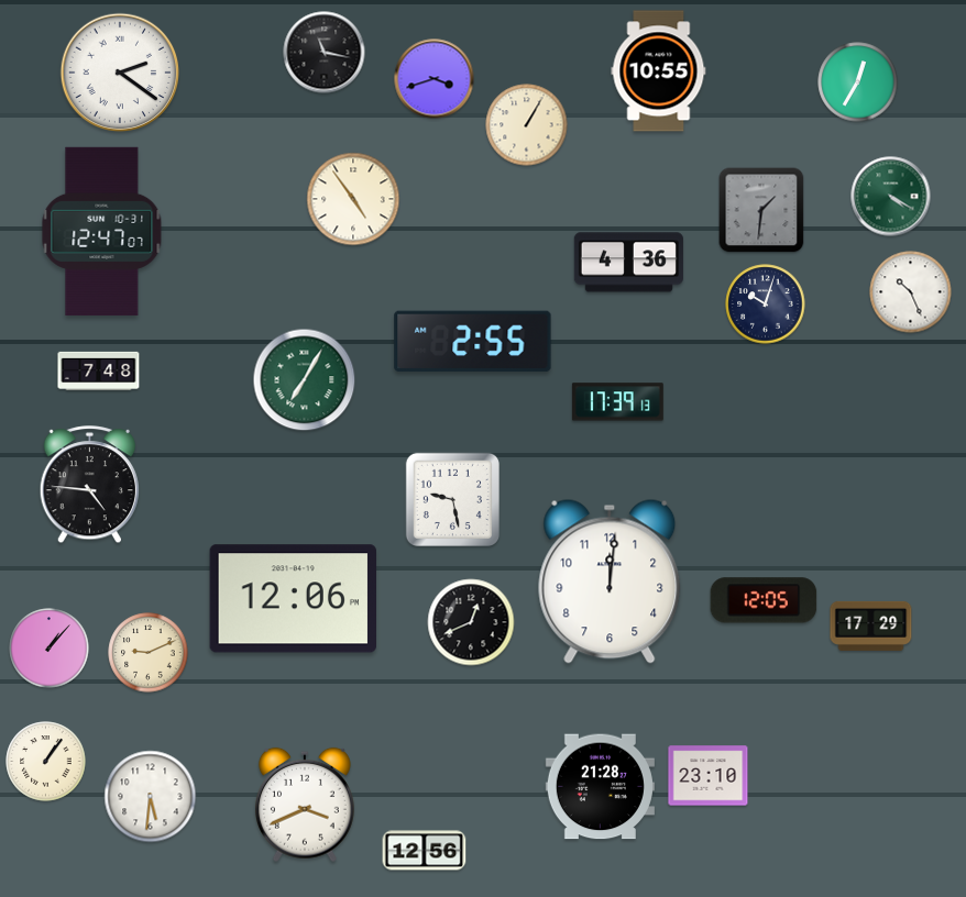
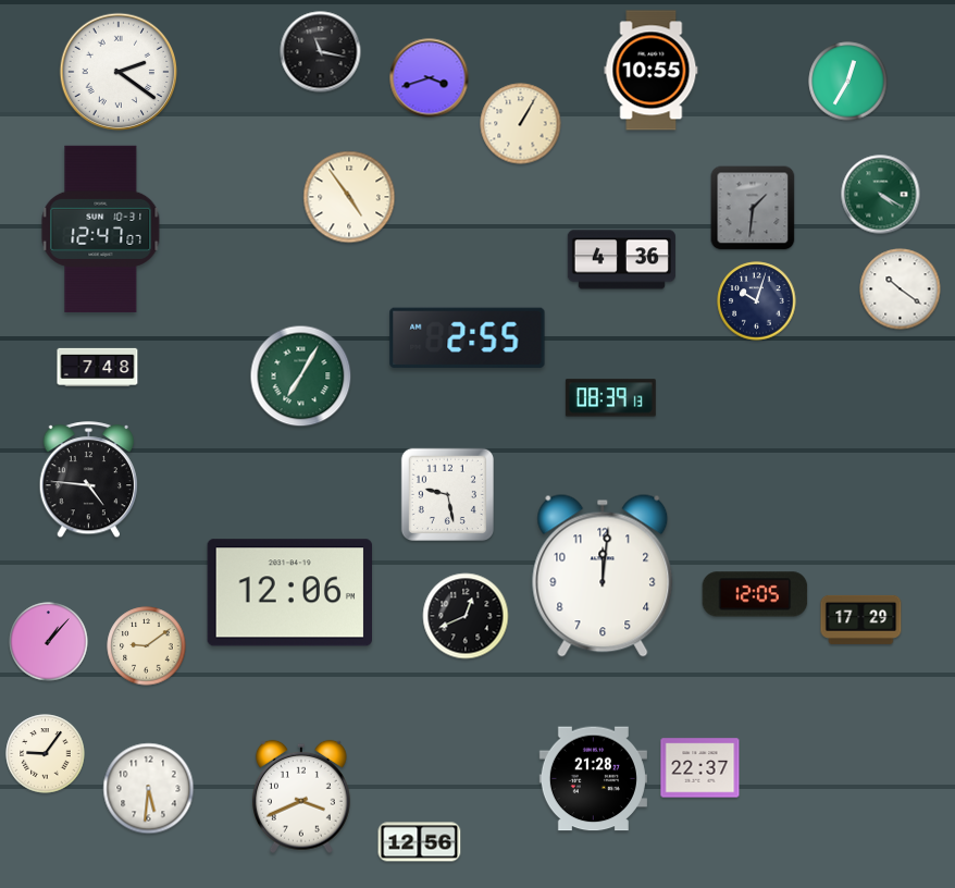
clock at (911, 292): 10:26 -> 10:21
clock at (617, 402): 17:39 -> 08:39
clock at (149, 653): 9:11 -> 9:09
clock at (46, 762): 1:06 -> 9:06
clock at (709, 776): 23:10 -> 22:37
